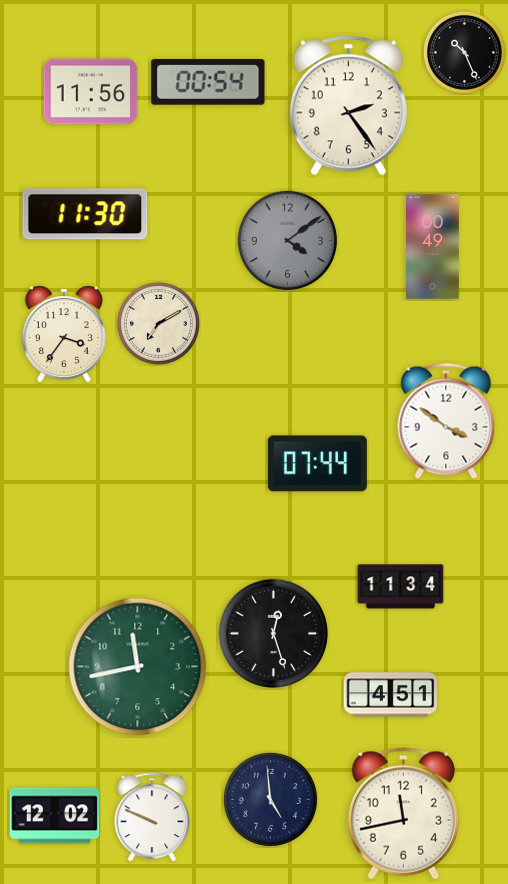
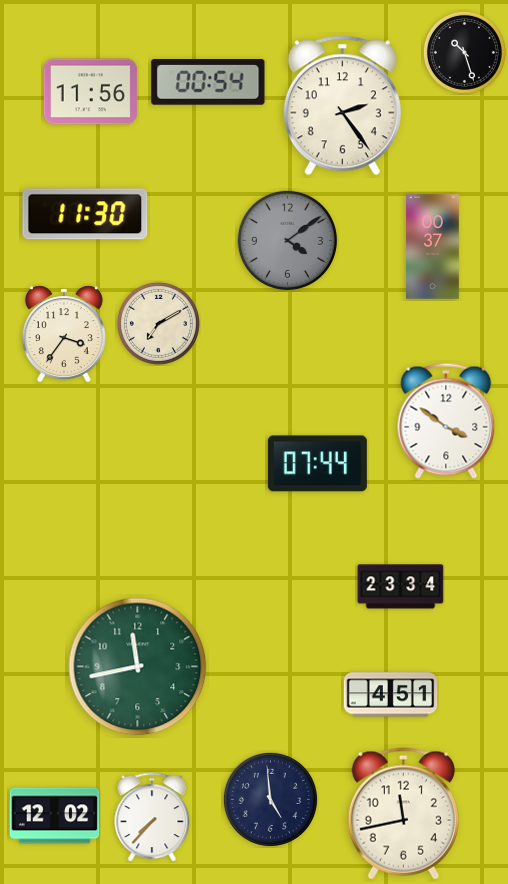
clock at (464, 52): 10:26 -> 10:27
clock at (348, 106) position: (348, 106) -> (342, 106)
clock at (433, 247): 00:49 -> 00:37
clock at (401, 587): 11:34 -> 23:34
clock at (274, 634): 12:27 -> none
clock at (152, 817): 9:49 -> 7:37
